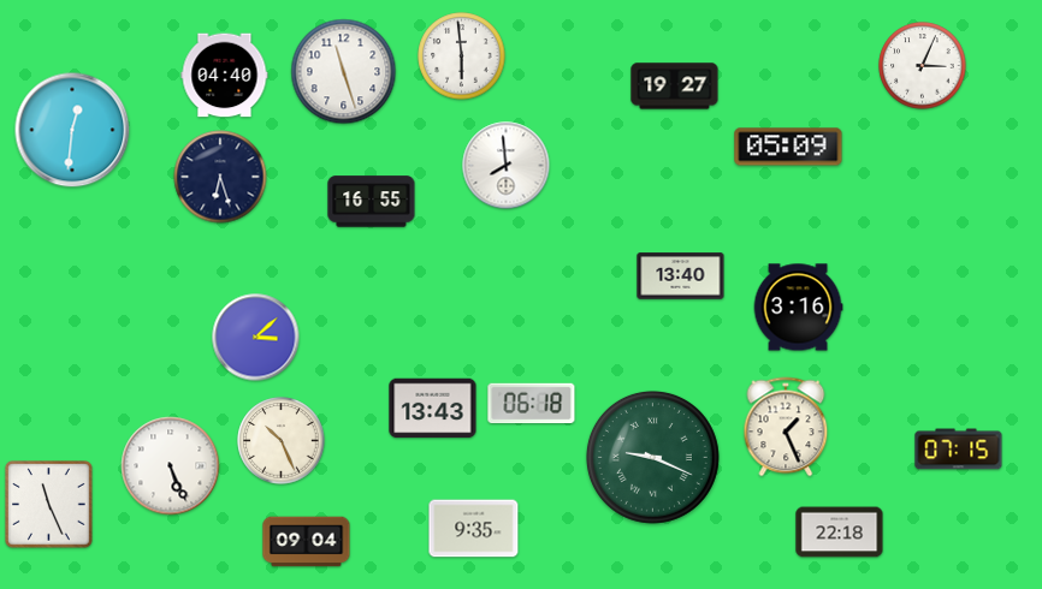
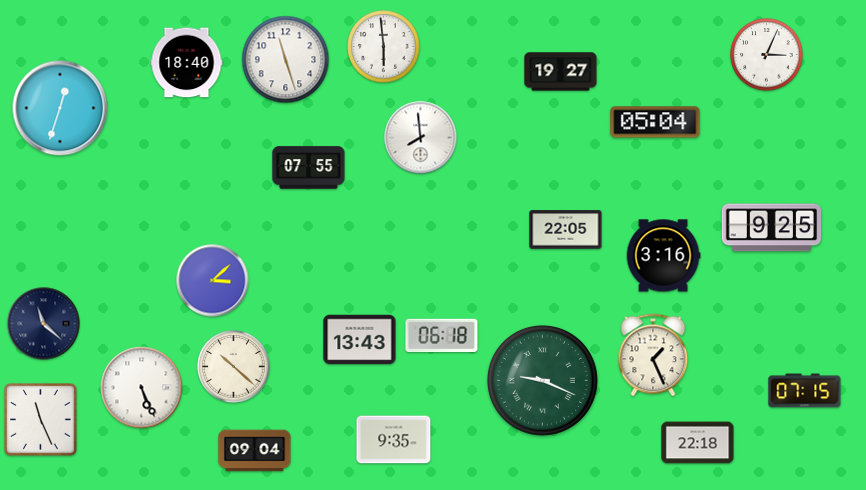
clock at (225, 76): 04:40 -> 18:40
clock at (72, 130): 12:31 -> 12:33
clock at (788, 147): 05:09 -> 05:04
clock at (220, 177): 6:27 -> none
clock at (372, 202): 16:55 -> 07:55
clock at (771, 228): none -> 9:25
clock at (681, 276): 13:40 -> 22:05
clock at (44, 324): none -> 11:22
clock at (282, 441): 10:26 -> 10:22
clock at (959, 450) position: (959, 450) -> (805, 391)
